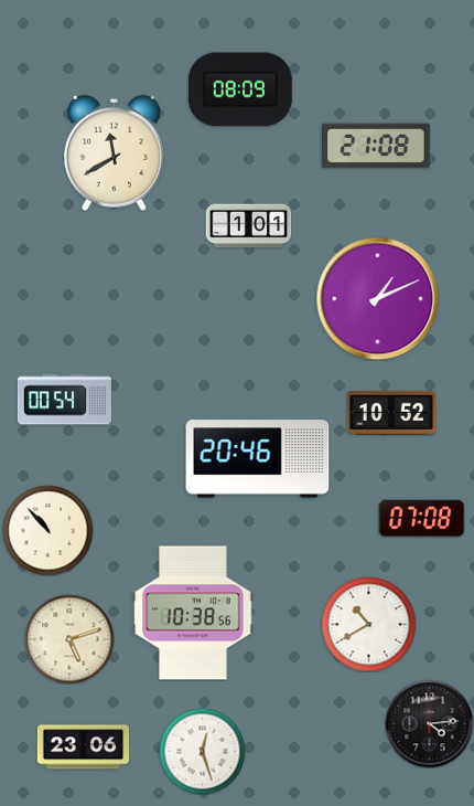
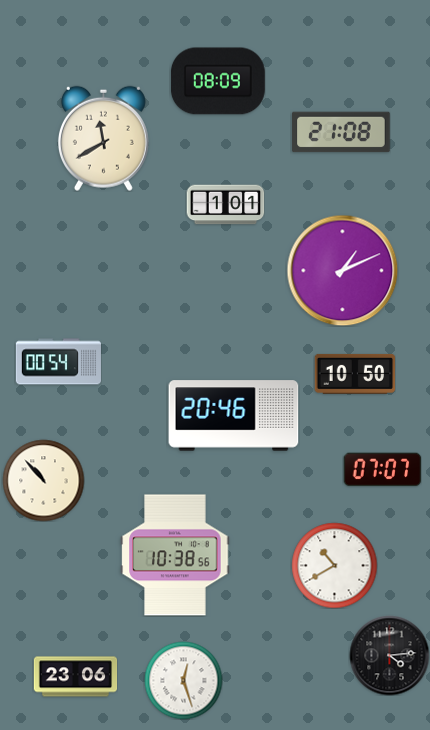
clock at (391, 413): 10:52 -> 10:50
clock at (421, 519): 07:08 -> 07:07
clock at (69, 639): 5:12 -> none
